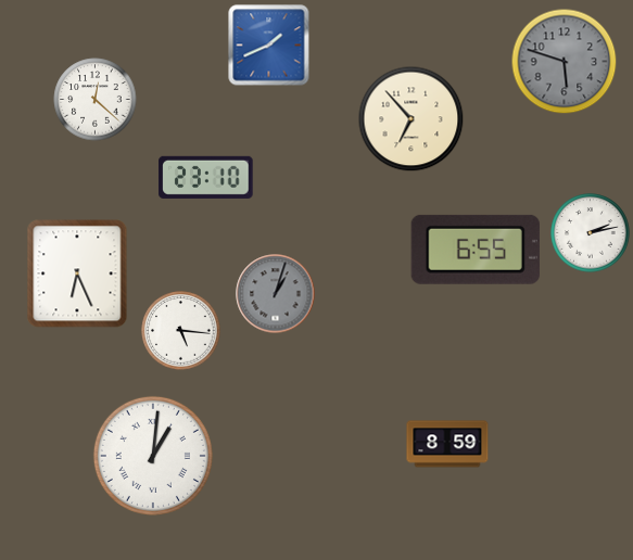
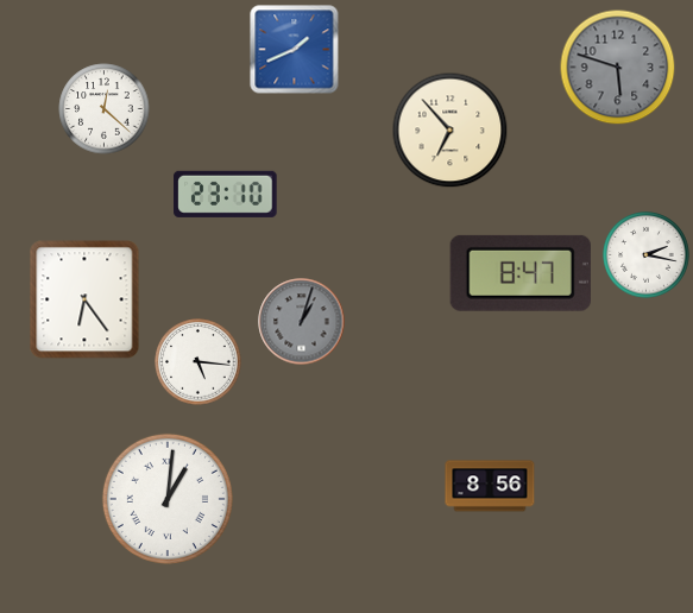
clock at (591, 233): 2:13 -> 2:17
clock at (476, 250): 6:55 -> 8:47
clock at (77, 273): 6:26 -> 6:24
clock at (447, 444): 8:59 -> 8:56
